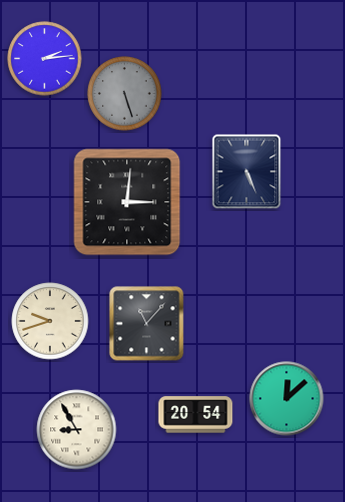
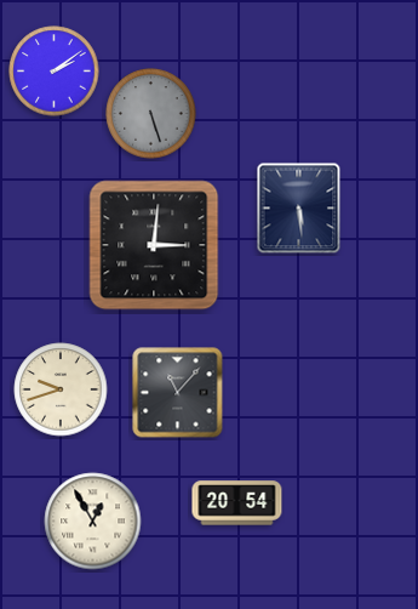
clock at (45, 59): 2:14 -> 2:09
clock at (247, 172): 5:26 -> 5:29
clock at (287, 399): 12:08 -> none
clock at (77, 430): 8:55 -> 12:55
